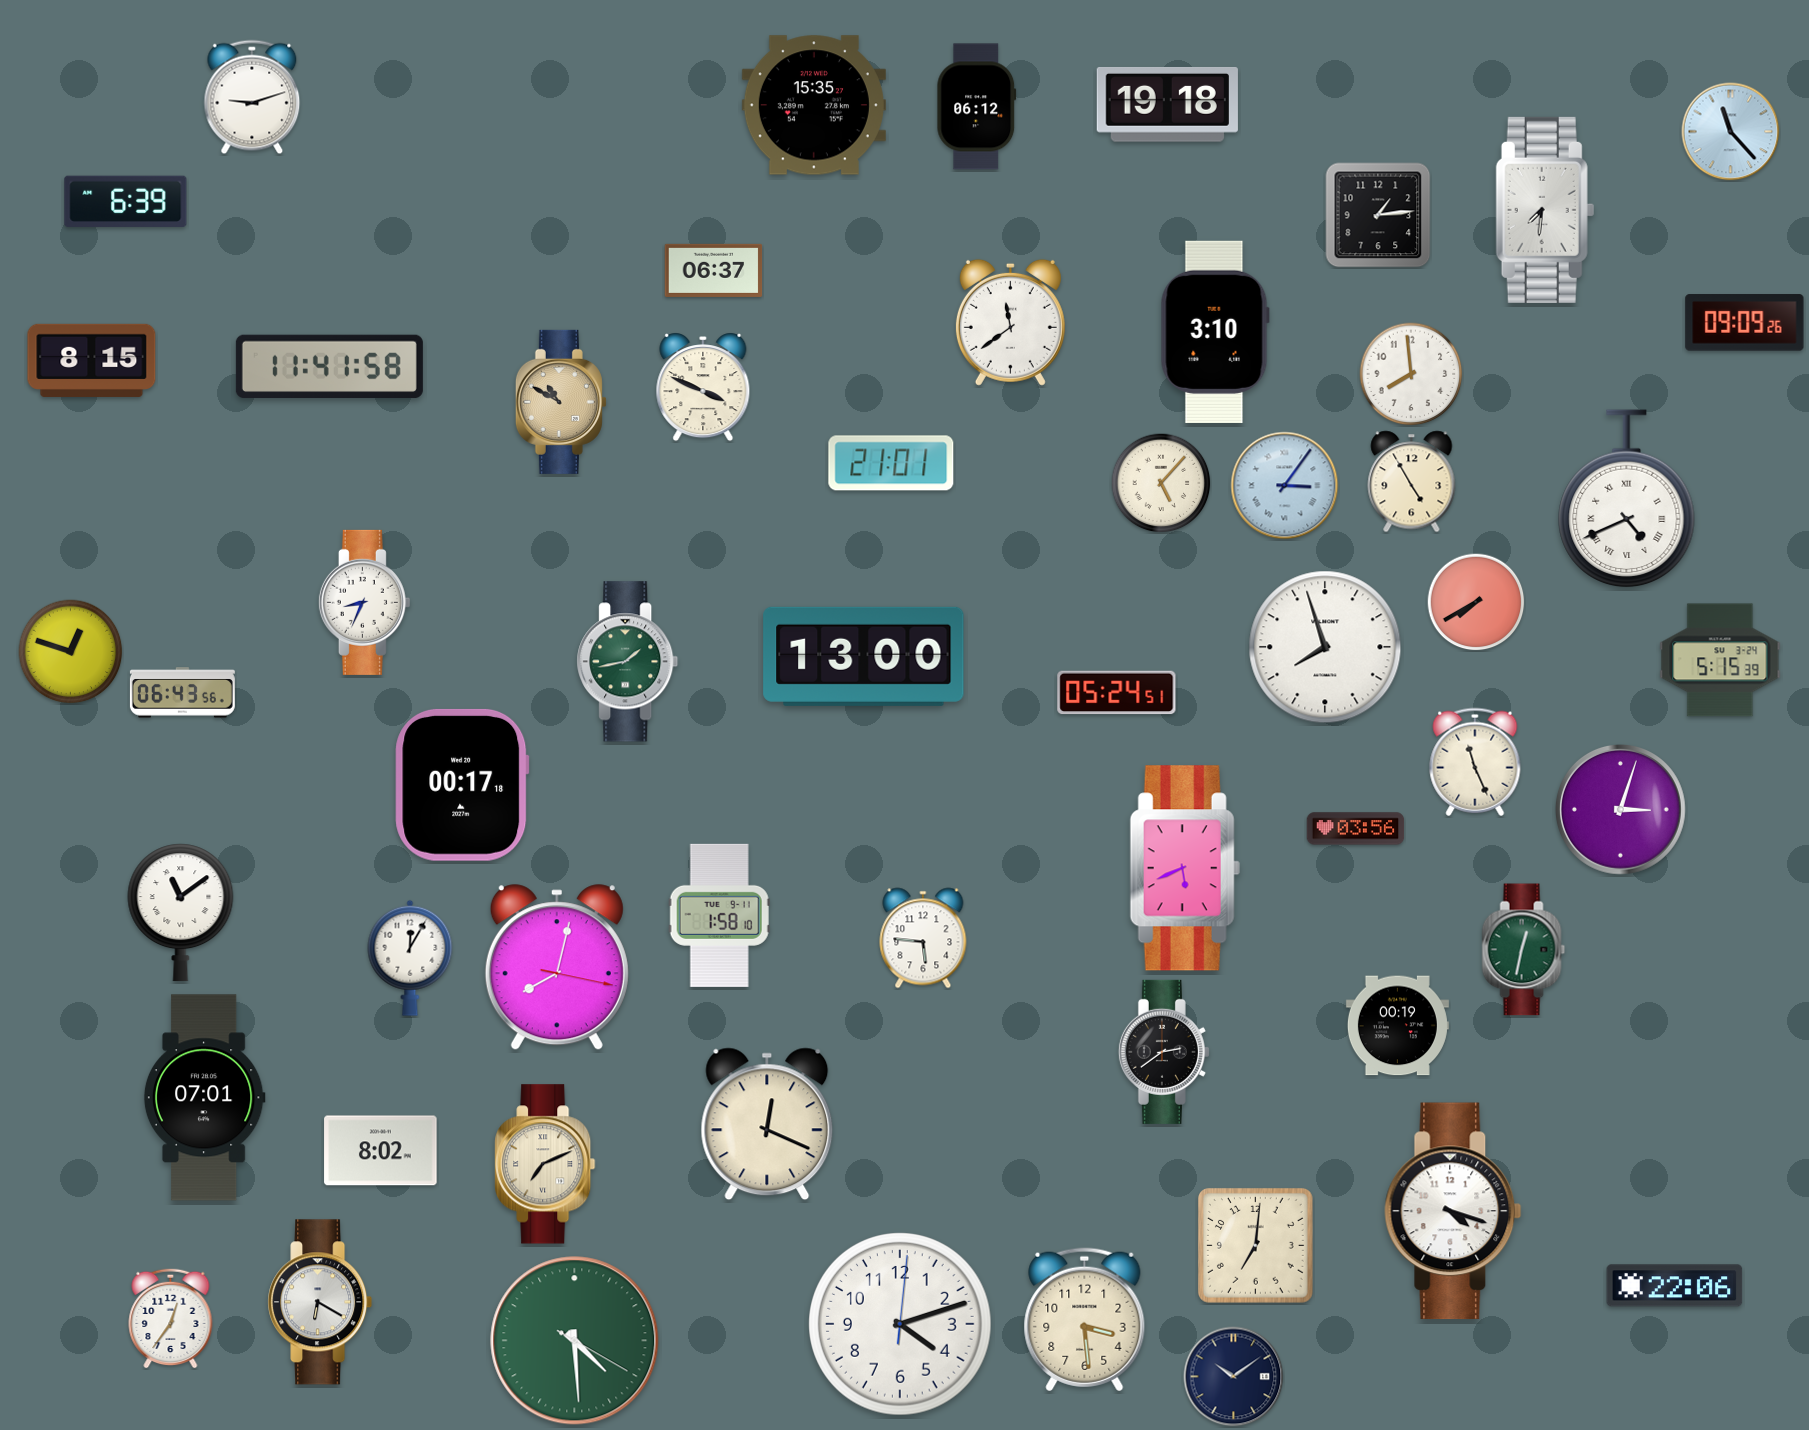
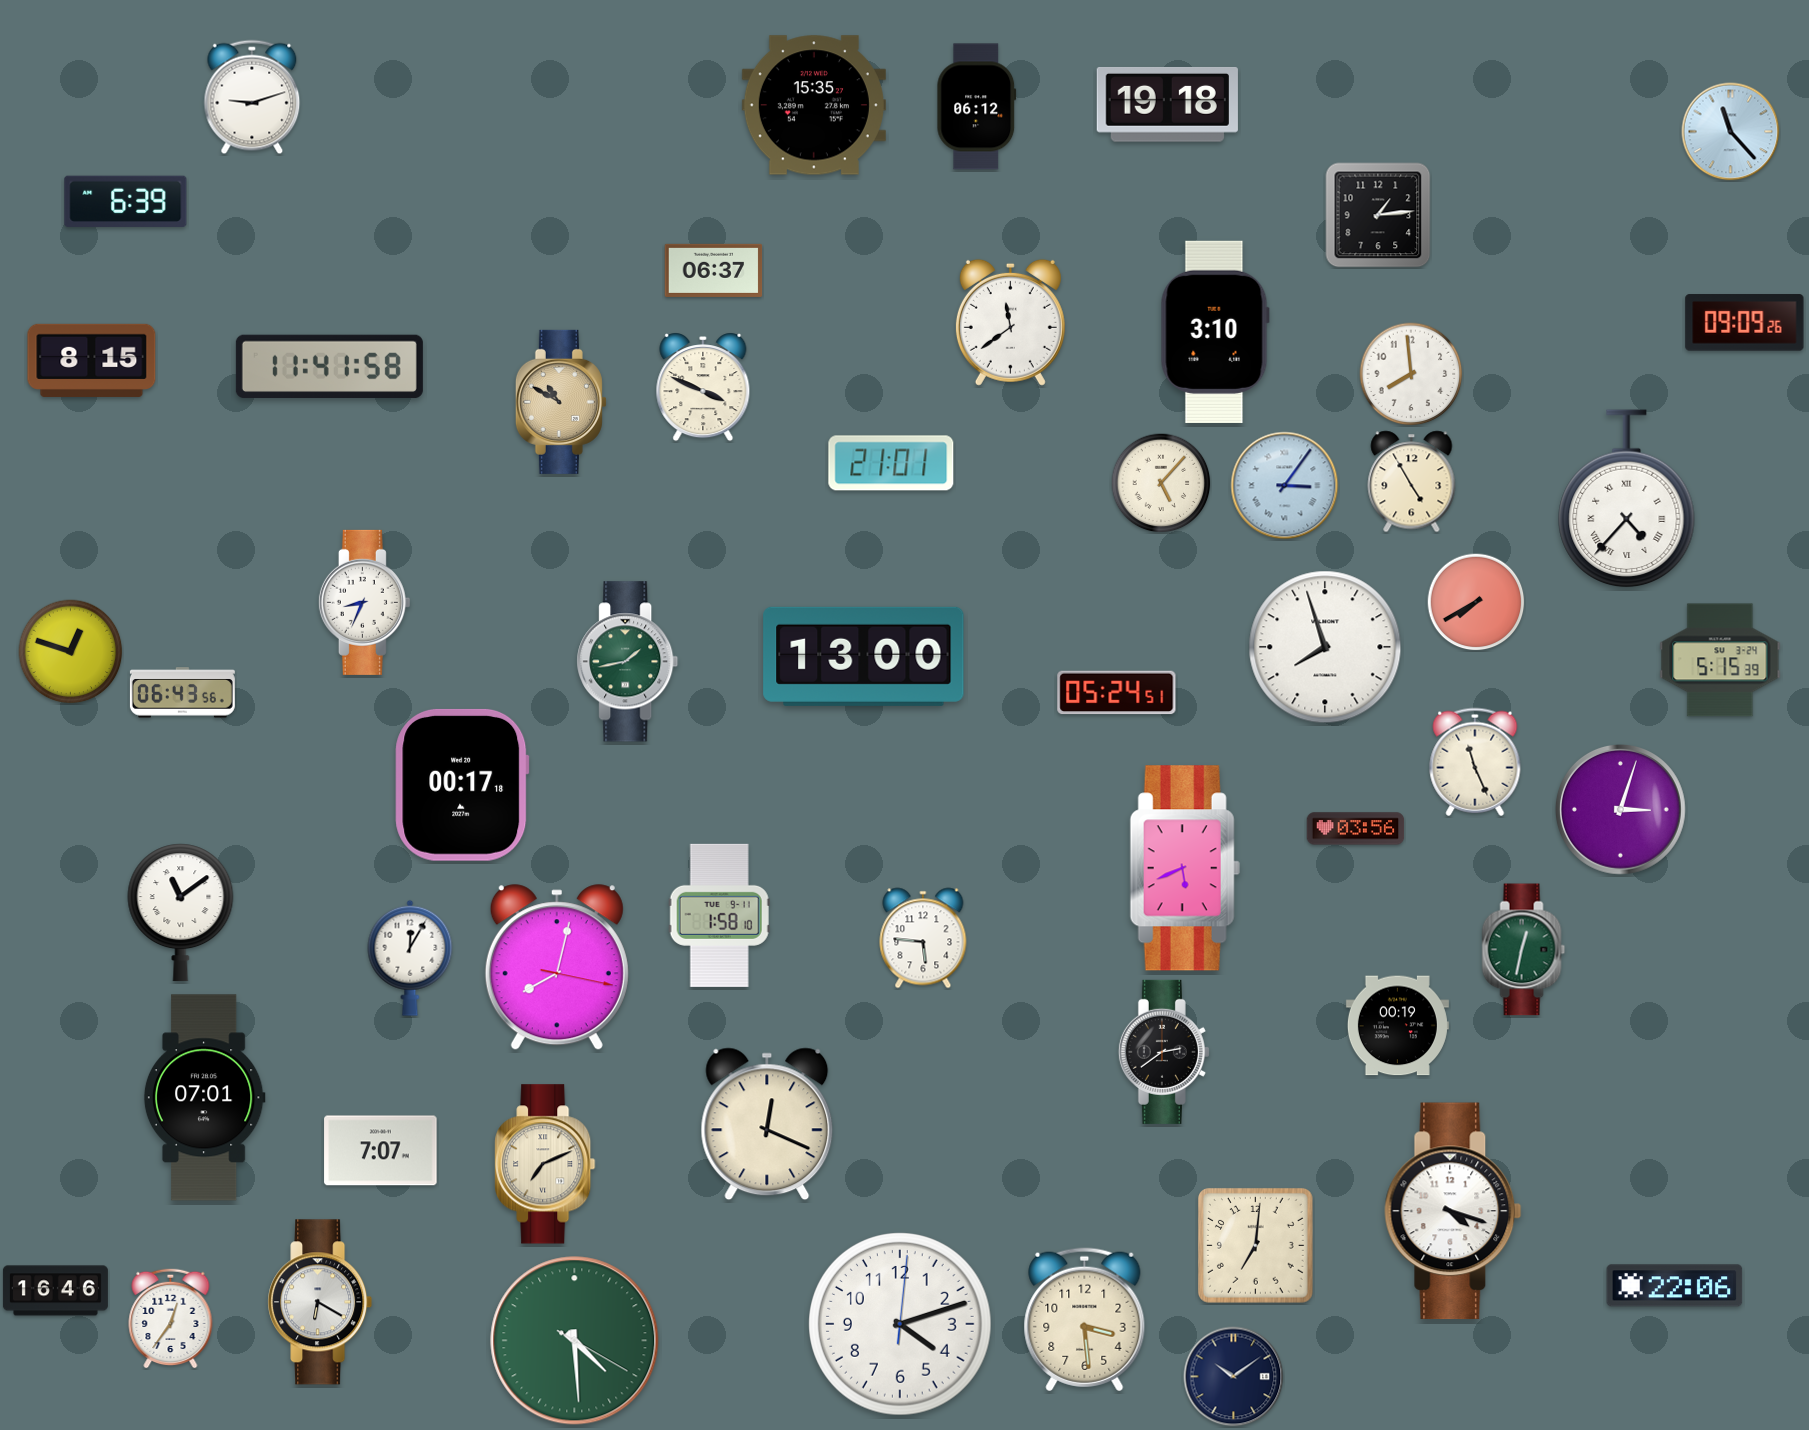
clock at (1545, 210): 7:31 -> none
clock at (1627, 499): 4:41 -> 4:37
clock at (381, 1151): 8:02 -> 7:07
clock at (55, 1291): none -> 16:46
